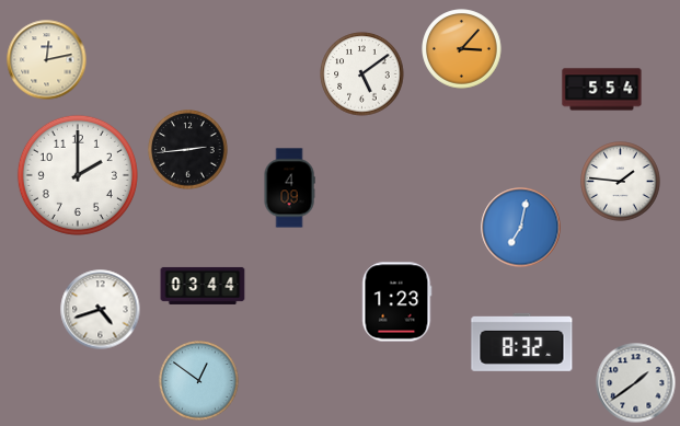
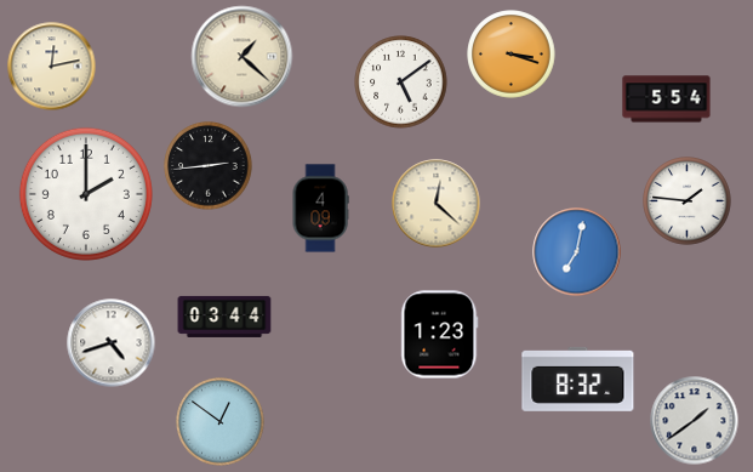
clock at (462, 49): 3:07 -> 3:18
clock at (243, 57): none -> 1:22
clock at (437, 204): none -> 12:22
clock at (636, 383) position: (636, 383) -> (695, 421)
